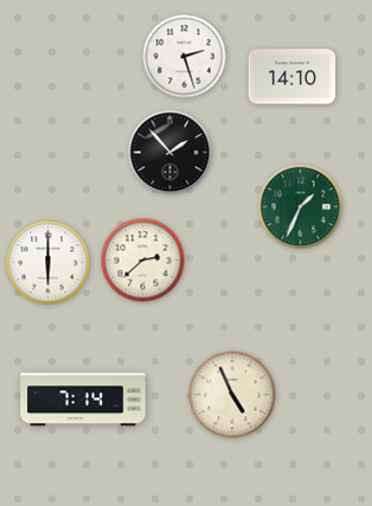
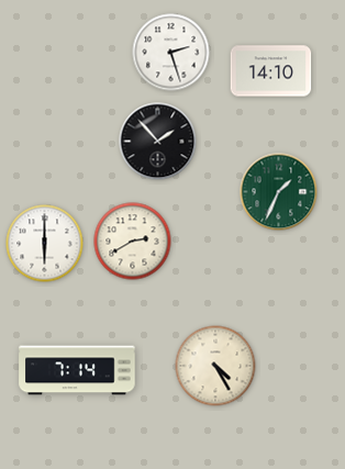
clock at (143, 261): 2:38 -> 2:40
clock at (232, 395): 4:56 -> 4:25
